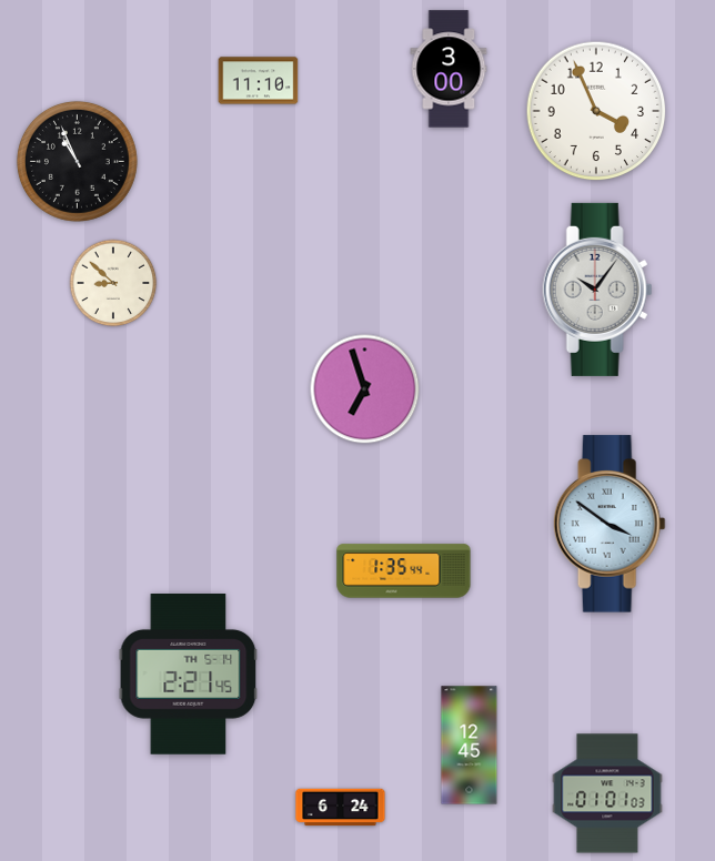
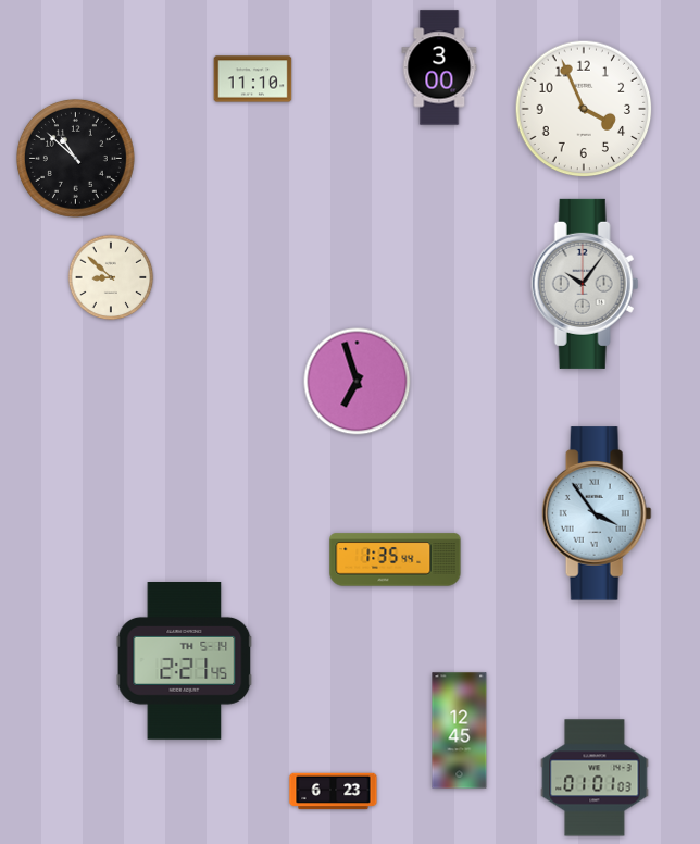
clock at (77, 161): 10:56 -> 10:52
clock at (610, 524): 3:51 -> 3:54
clock at (341, 808): 6:24 -> 6:23
